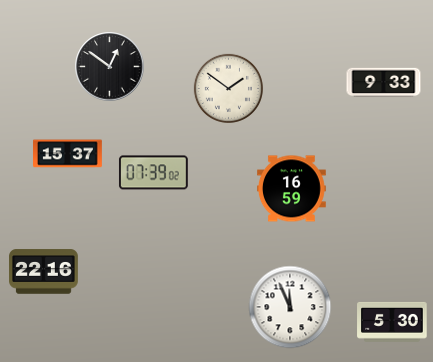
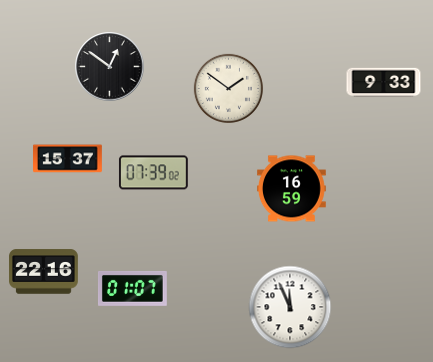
clock at (68, 154) position: (68, 154) -> (68, 159)
clock at (133, 289): none -> 01:07
clock at (392, 322): 5:30 -> none
